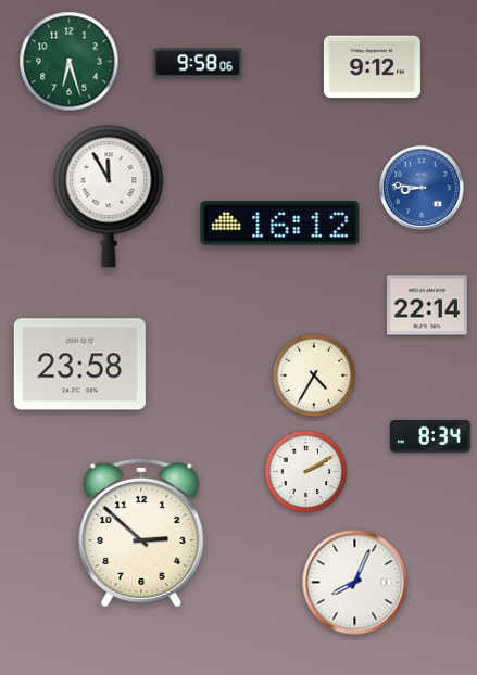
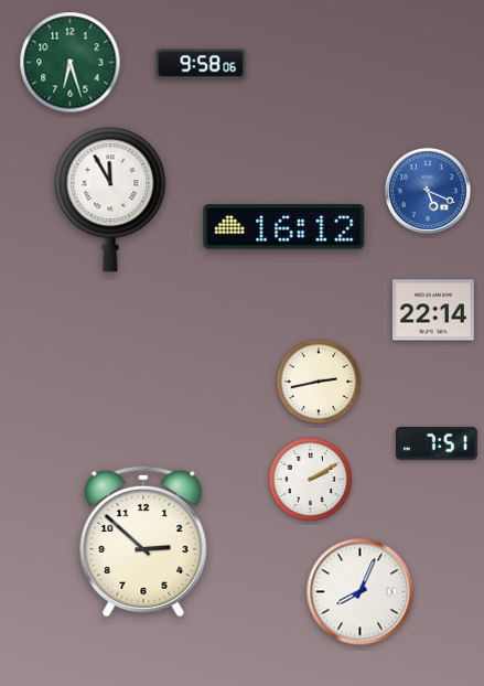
clock at (372, 67): 9:12 -> none
clock at (422, 188): 8:46 -> 5:19
clock at (79, 365): 23:58 -> none
clock at (314, 375): 4:35 -> 2:43
clock at (430, 436): 8:34 -> 7:51
